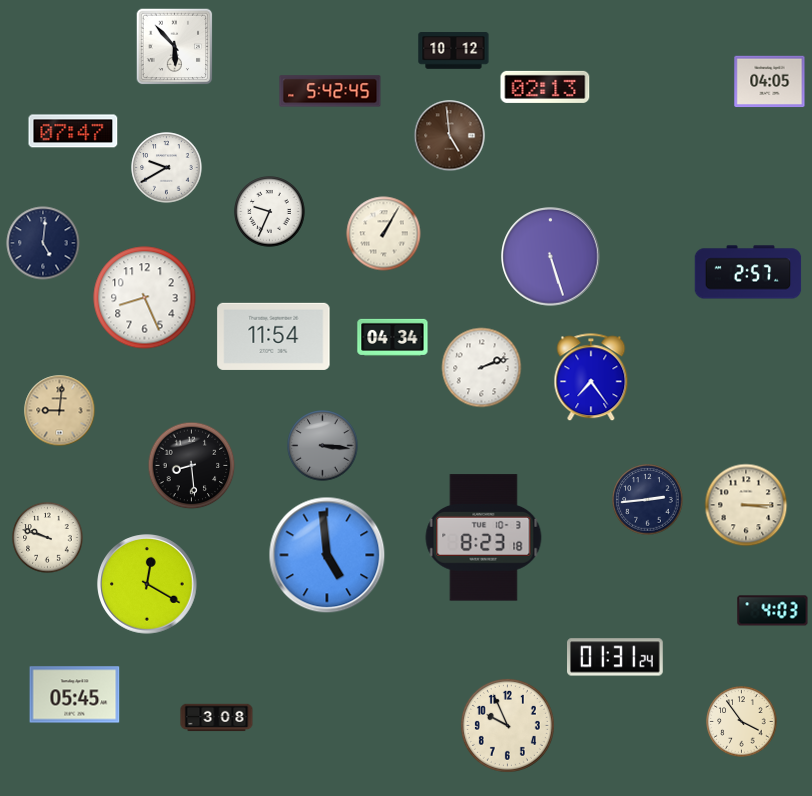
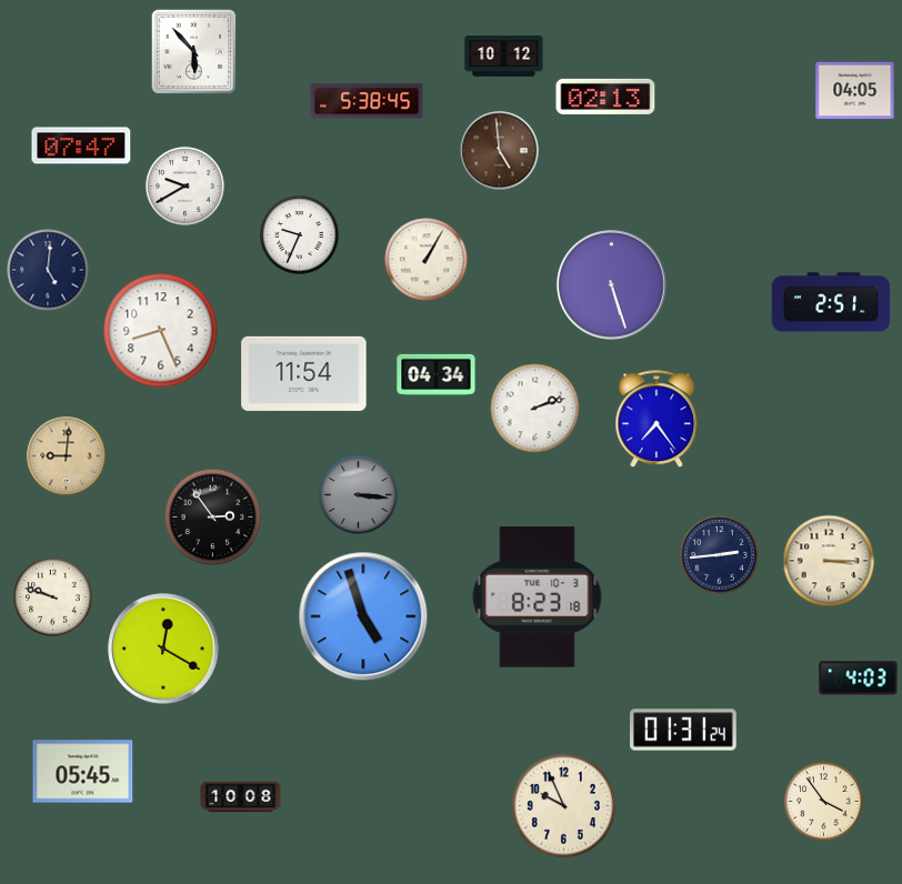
clock at (330, 91): 5:42 -> 5:38
clock at (748, 272): 2:57 -> 2:51
clock at (192, 466): 8:29 -> 2:54
clock at (327, 555): 4:59 -> 4:57
clock at (217, 718): 3:08 -> 10:08
